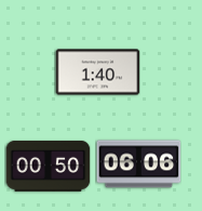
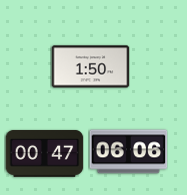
clock at (97, 72): 1:40 -> 1:50
clock at (48, 166): 00:50 -> 00:47
